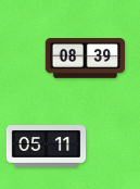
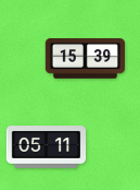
clock at (86, 59): 08:39 -> 15:39
